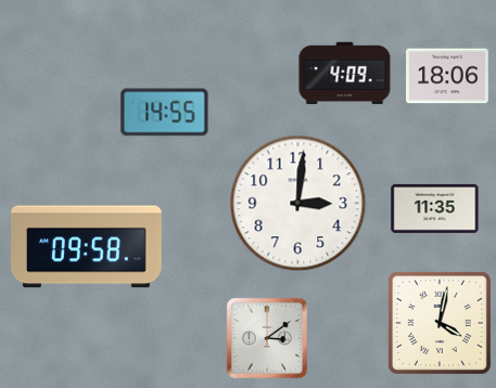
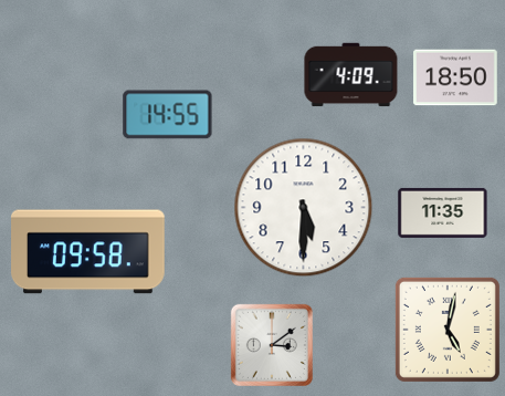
clock at (447, 76): 18:06 -> 18:50
clock at (298, 204): 3:01 -> 5:30
clock at (440, 323): 4:02 -> 5:02
